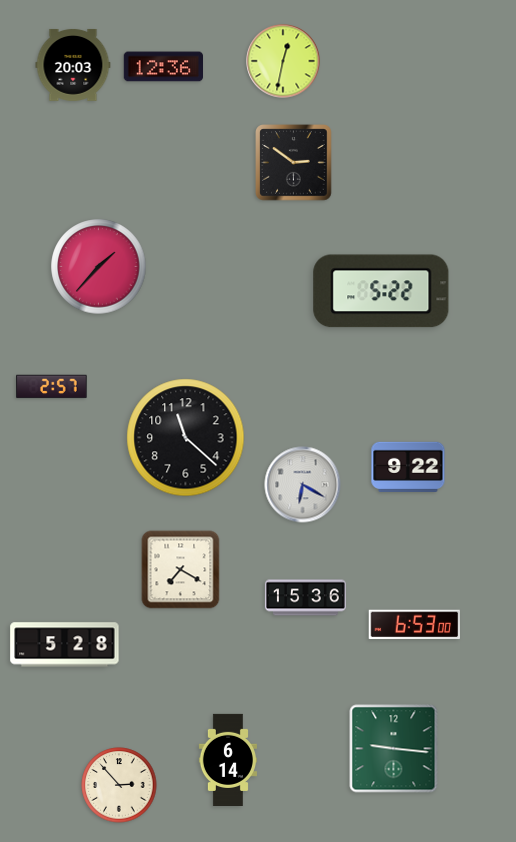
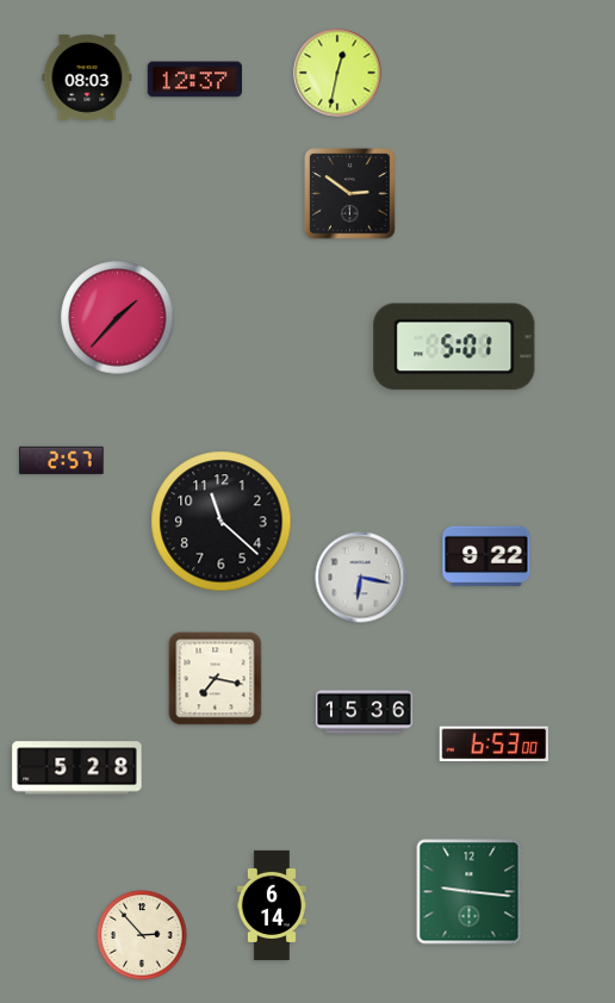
clock at (73, 65): 20:03 -> 08:03
clock at (163, 67): 12:36 -> 12:37
clock at (381, 291): 5:22 -> 5:01
clock at (303, 485): 6:20 -> 6:17
clock at (181, 570): 7:20 -> 7:17
